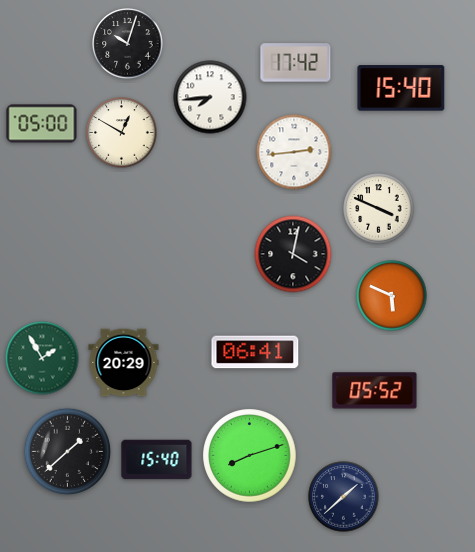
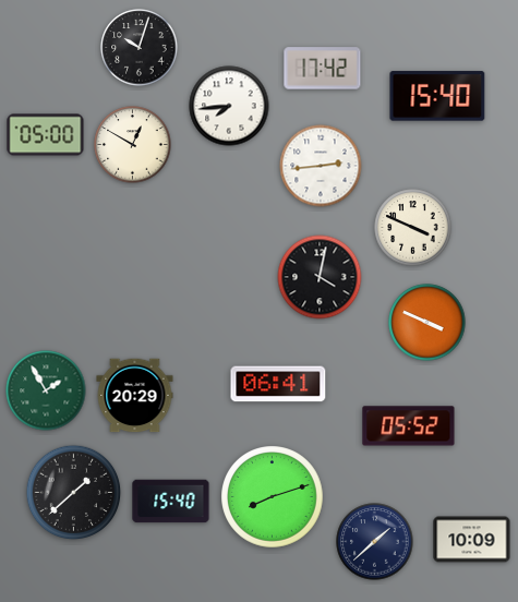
clock at (392, 296): 5:49 -> 3:49
clock at (472, 540): none -> 10:09
